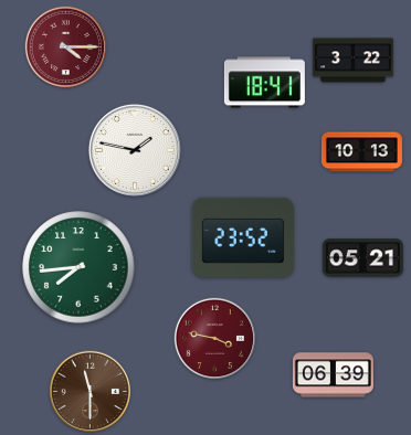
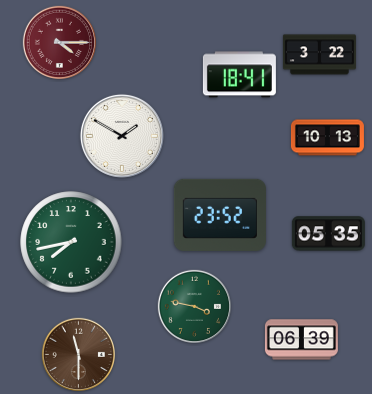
clock at (135, 150): 1:47 -> 1:50
clock at (362, 258): 05:21 -> 05:35
clock at (78, 267): 7:44 -> 7:43
clock at (214, 338) dial: burgundy -> green
clock at (89, 391) position: (89, 391) -> (78, 354)
